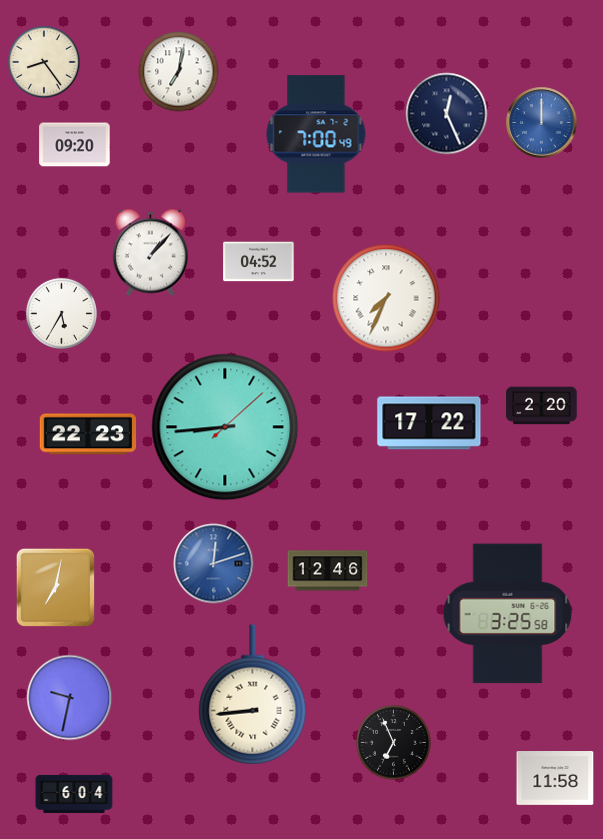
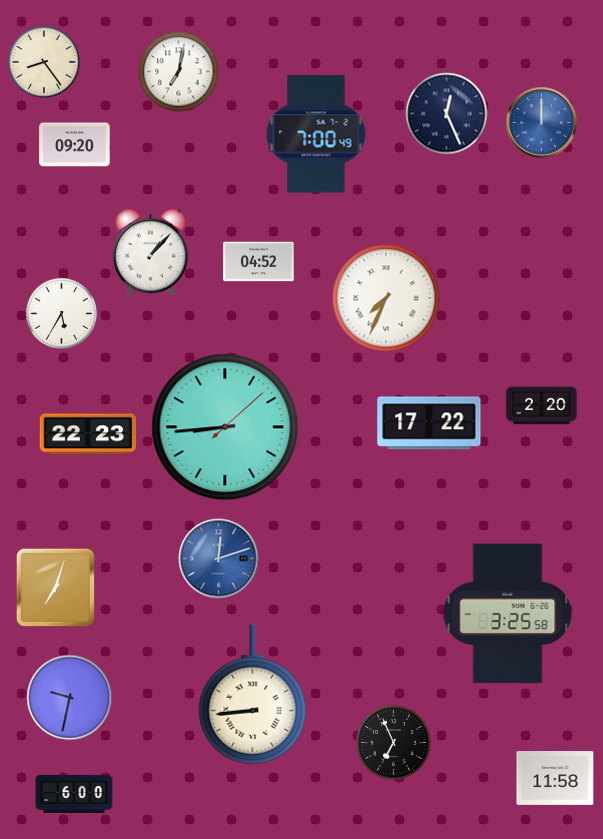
clock at (214, 564) position: (214, 564) -> (219, 559)
clock at (328, 571): 12:46 -> none
clock at (55, 587): 7:02 -> 7:03
clock at (74, 794): 6:04 -> 6:00
